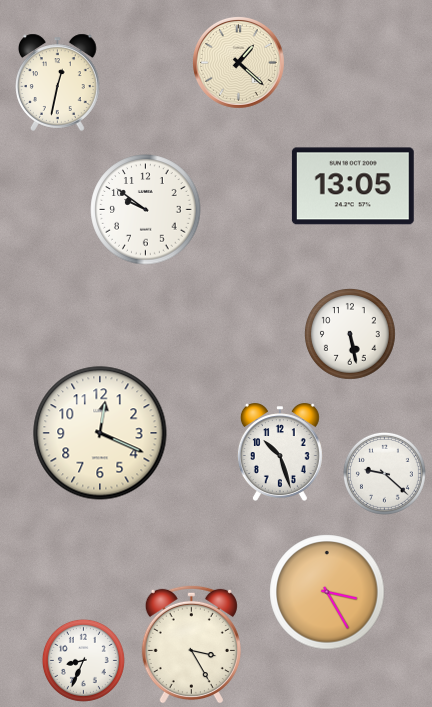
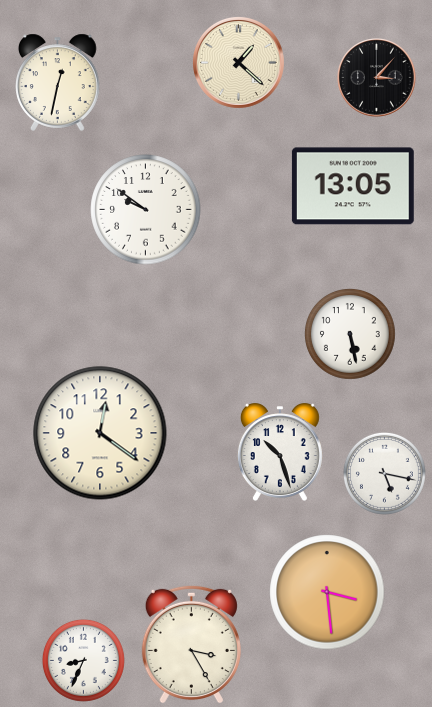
clock at (377, 78): none -> 3:07
clock at (100, 433): 12:19 -> 12:21
clock at (384, 473): 9:22 -> 5:17
clock at (327, 592): 3:25 -> 3:29
